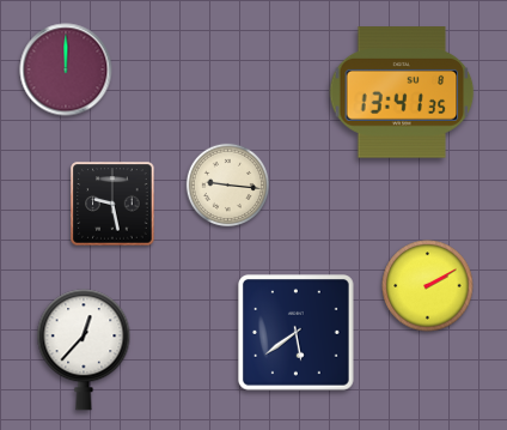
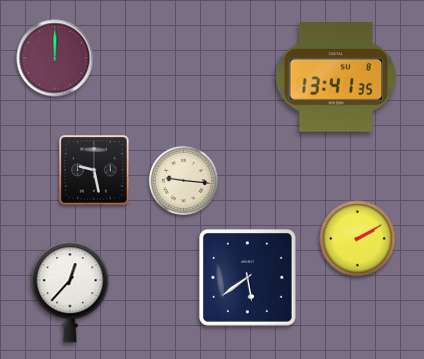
clock at (228, 186) position: (228, 186) -> (184, 181)
